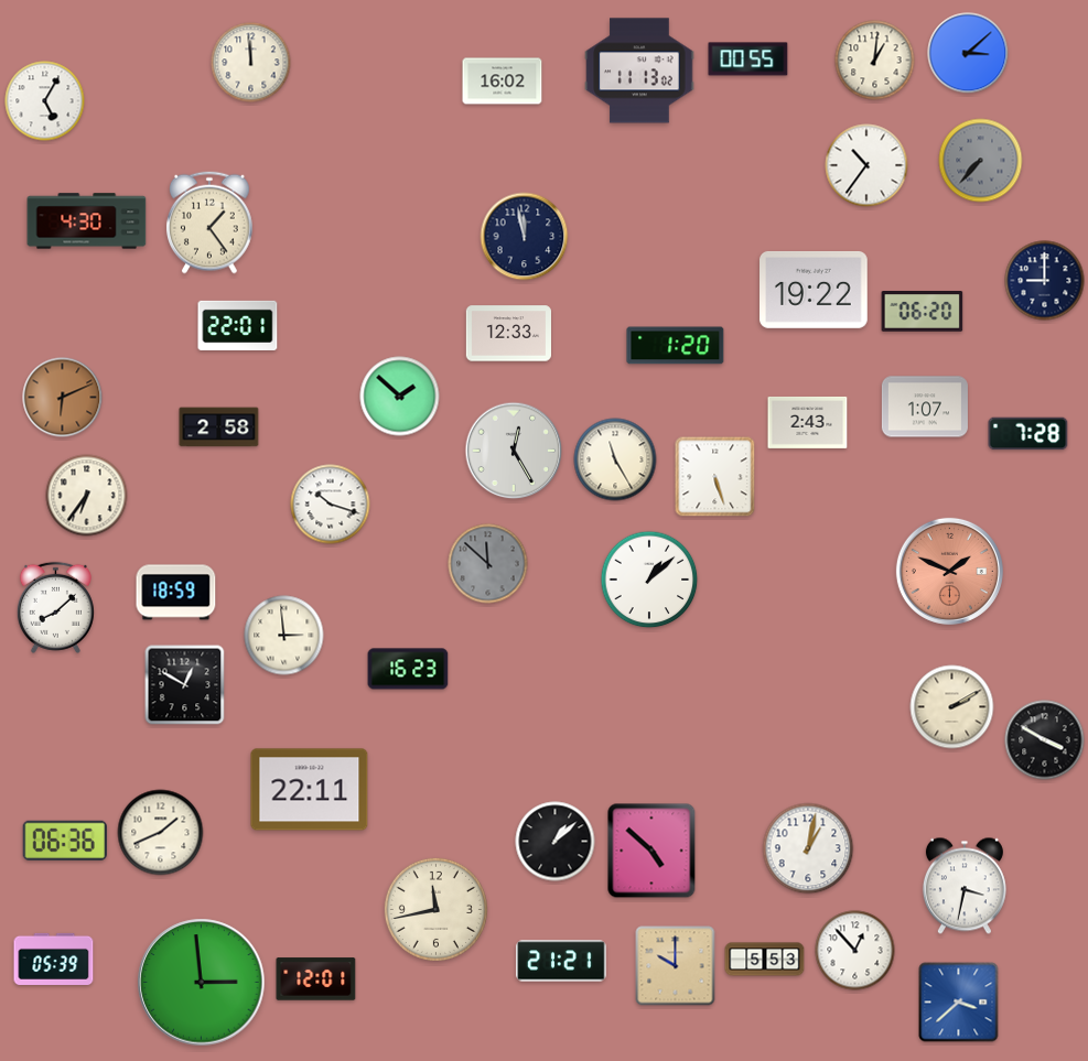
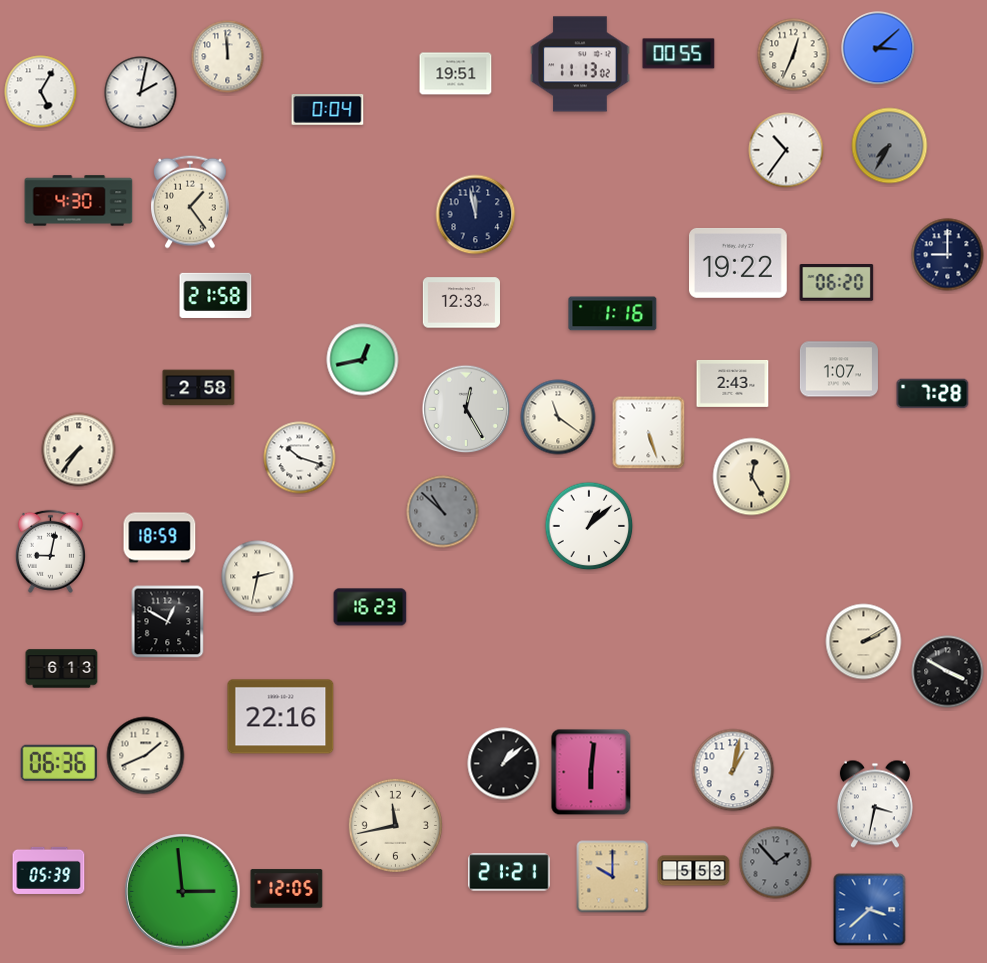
clock at (875, 61): 1:01 -> 12:34
clock at (503, 82): 16:02 -> 19:51
clock at (141, 93): none -> 2:02
clock at (328, 110): none -> 0:04
clock at (981, 161): 7:37 -> 7:35
clock at (238, 325): 22:01 -> 21:58
clock at (676, 346): 1:20 -> 1:16
clock at (400, 397): 1:52 -> 12:43
clock at (63, 398): 6:11 -> none
clock at (615, 459): 11:25 -> 11:21
clock at (87, 496): 6:36 -> 7:36
clock at (752, 477): none -> 12:25
clock at (488, 564): 11:52 -> 10:52
clock at (949, 571): 1:49 -> none
clock at (55, 607): 8:08 -> 9:02
clock at (284, 636): 2:59 -> 2:32
clock at (62, 669): none -> 6:13
clock at (310, 790): 22:11 -> 22:16
clock at (651, 851): 4:52 -> 6:01
clock at (855, 951): 12:53 -> 1:53
clock at (855, 951) dial: white -> grey
clock at (316, 979): 12:01 -> 12:05
